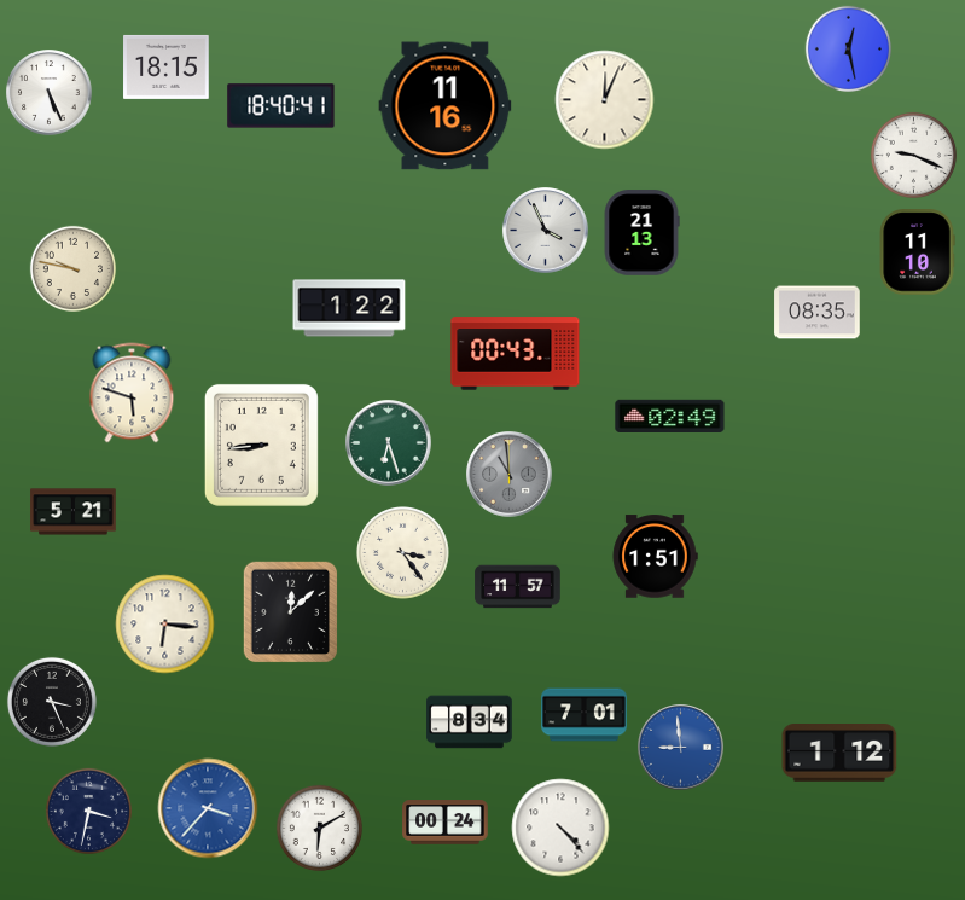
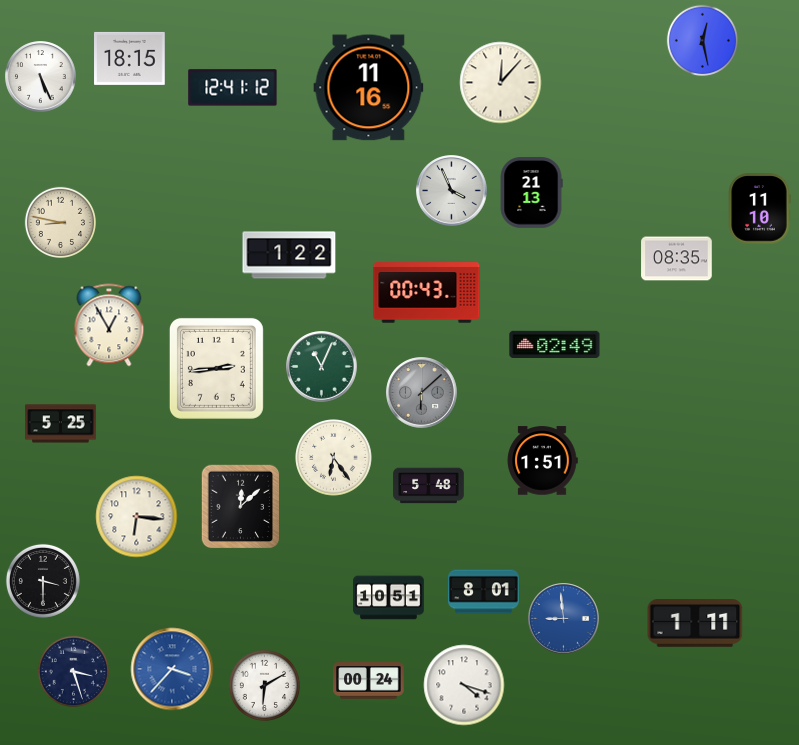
clock at (167, 66) position: (167, 66) -> (130, 58)
clock at (605, 100): 12:04 -> 12:07
clock at (281, 106): 18:40 -> 12:41
clock at (913, 155): 9:19 -> none
clock at (72, 268): 9:47 -> 8:47
clock at (132, 393): 5:48 -> 12:55
clock at (389, 443): 6:27 -> 11:04
clock at (261, 445): 8:44 -> 2:44
clock at (510, 475): 10:59 -> 6:08
clock at (74, 512): 5:21 -> 5:25
clock at (403, 553): 3:24 -> 6:24
clock at (518, 587): 11:57 -> 5:48
clock at (52, 702): 3:26 -> 3:30
clock at (585, 715): 7:01 -> 8:01
clock at (470, 722): 8:34 -> 10:51
clock at (839, 754): 1:12 -> 1:11
clock at (88, 811): 3:32 -> 3:27
clock at (560, 828): 4:23 -> 4:18
